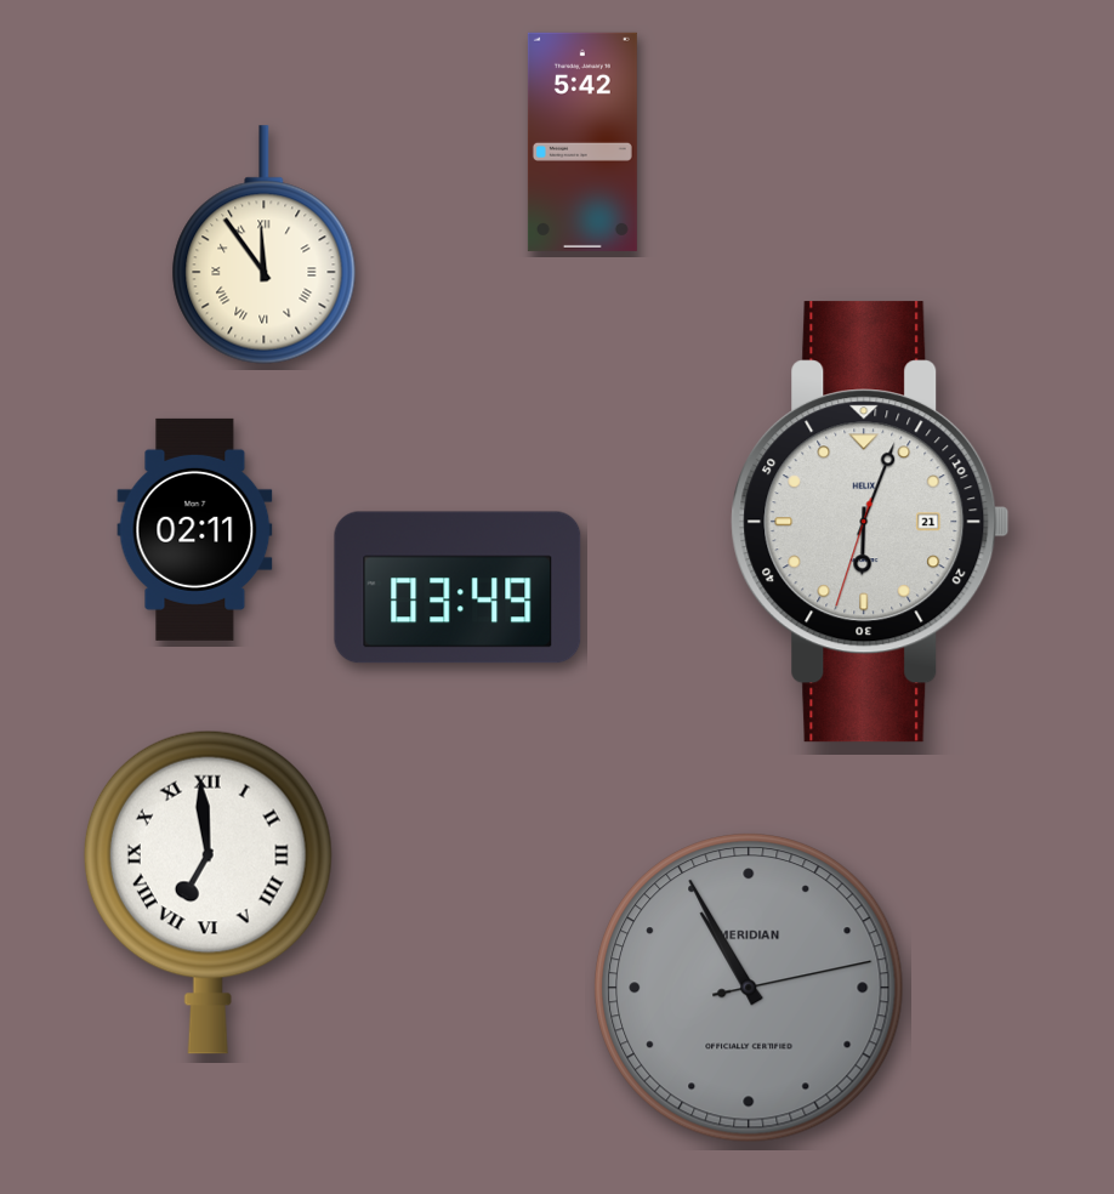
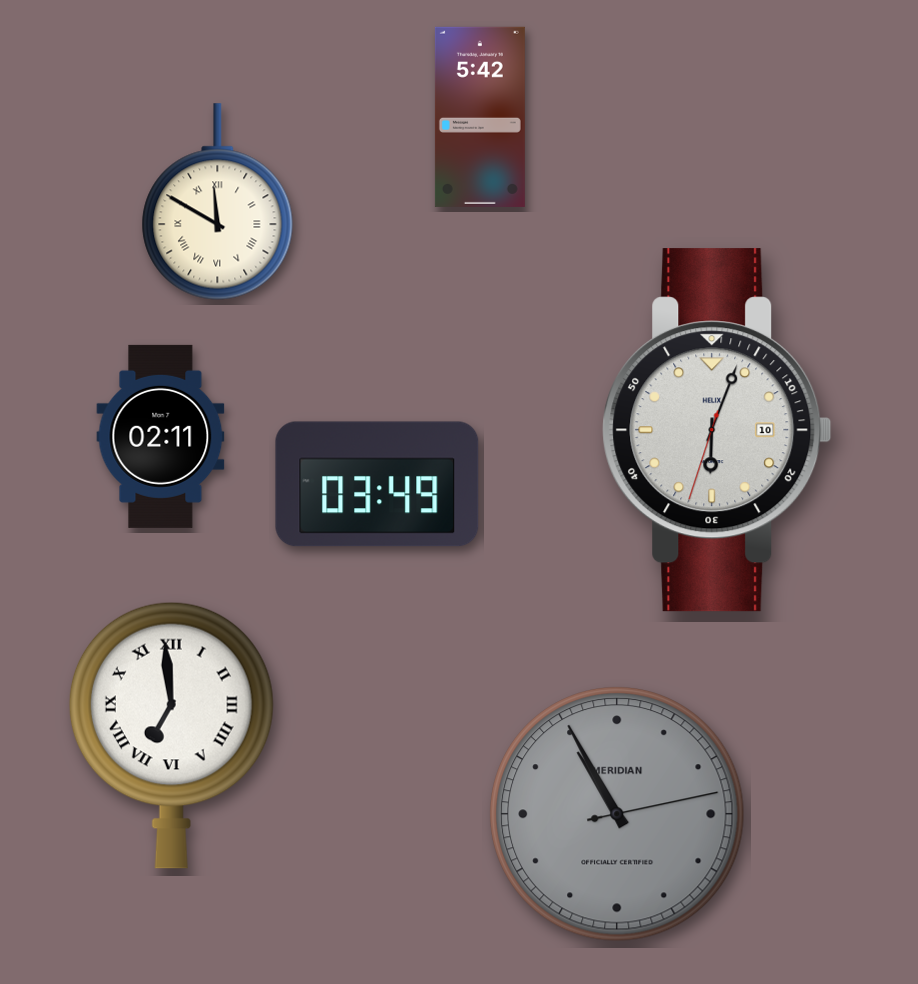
clock at (265, 245): 11:54 -> 11:50
clock at (870, 522) date: 21 -> 10
